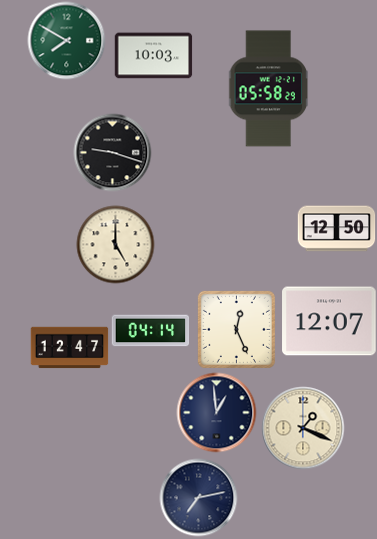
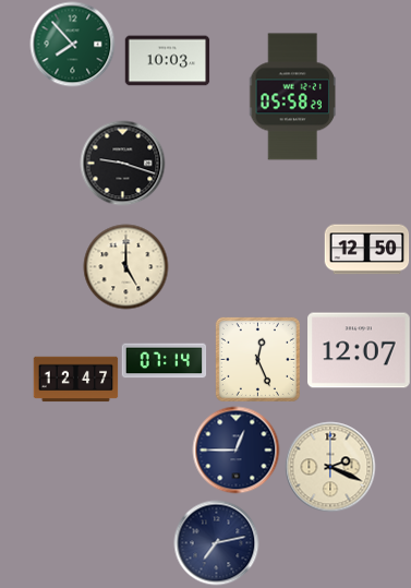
clock at (66, 40): 7:50 -> 7:53
clock at (112, 152) position: (112, 152) -> (122, 163)
clock at (150, 331): 04:14 -> 07:14
clock at (216, 412): 12:59 -> 12:45
clock at (303, 428): 1:19 -> 2:19
